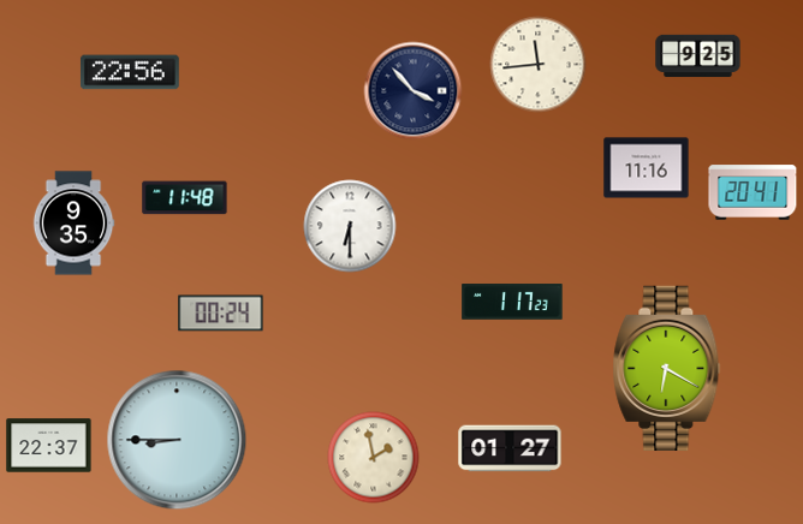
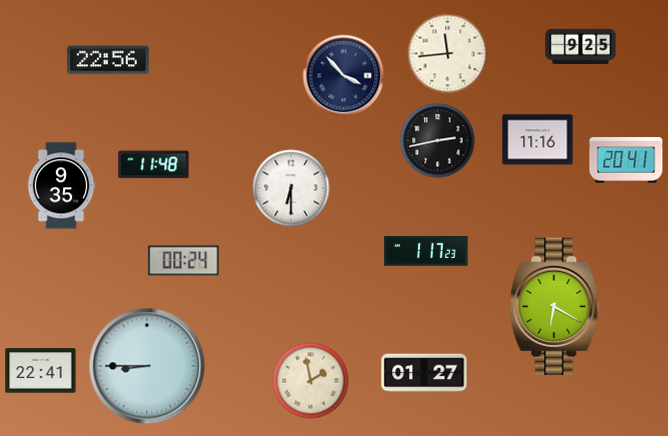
clock at (438, 141): none -> 2:43
clock at (49, 446): 22:37 -> 22:41
